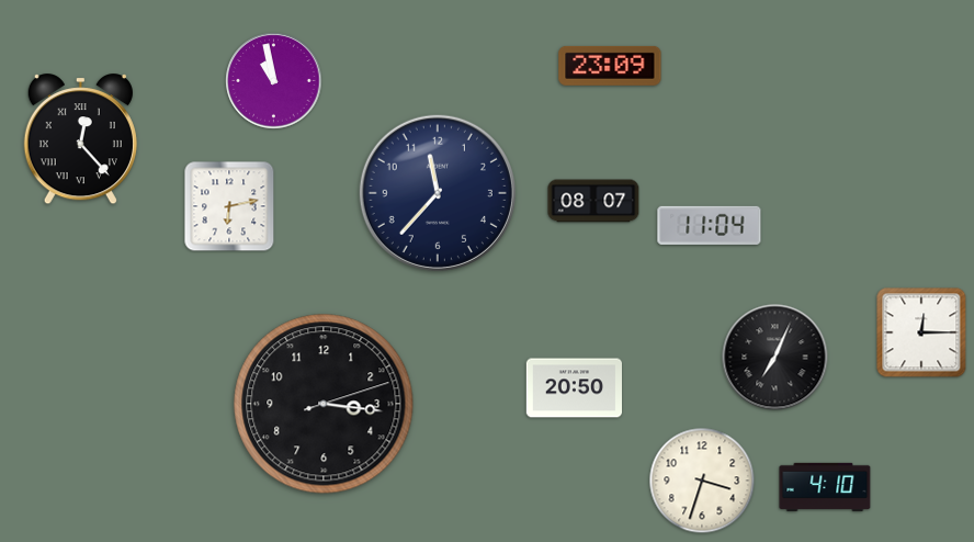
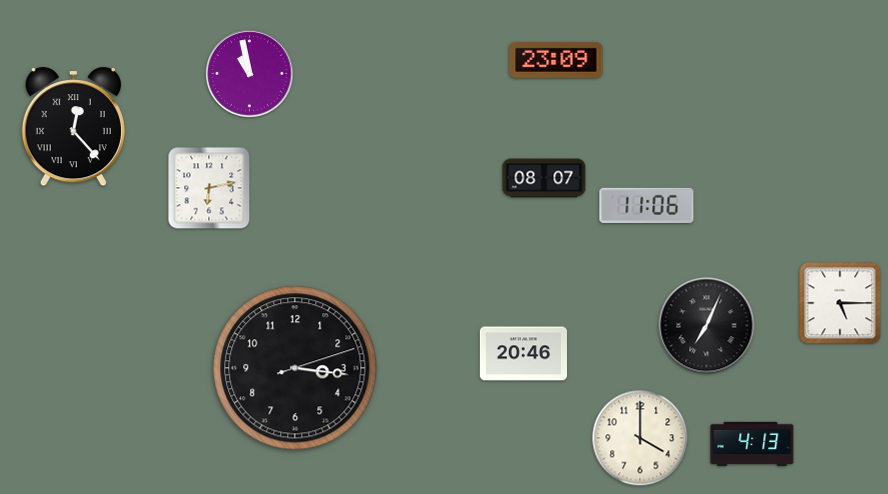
clock at (438, 193): 11:37 -> none
clock at (593, 201) position: (593, 201) -> (544, 178)
clock at (710, 225): 11:04 -> 11:06
clock at (921, 332): 12:15 -> 5:15
clock at (574, 388): 20:50 -> 20:46
clock at (702, 481): 3:33 -> 4:00
clock at (825, 487): 4:10 -> 4:13
